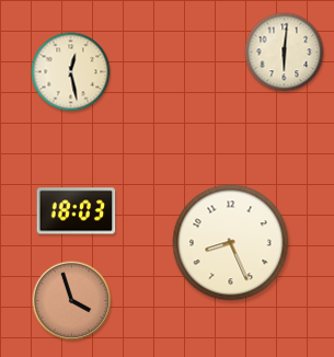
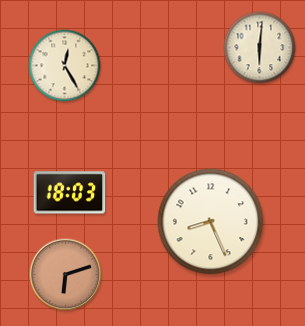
clock at (71, 72): 12:28 -> 12:25
clock at (72, 301): 3:57 -> 6:12
